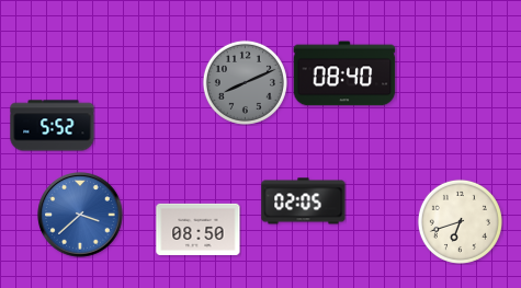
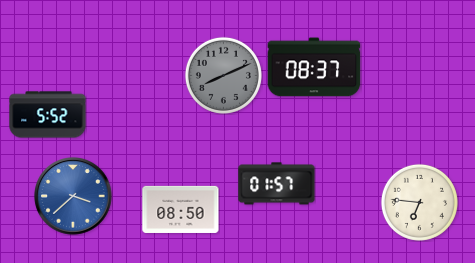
clock at (344, 73): 08:40 -> 08:37
clock at (304, 201): 02:05 -> 01:57
clock at (460, 221): 6:42 -> 6:46
